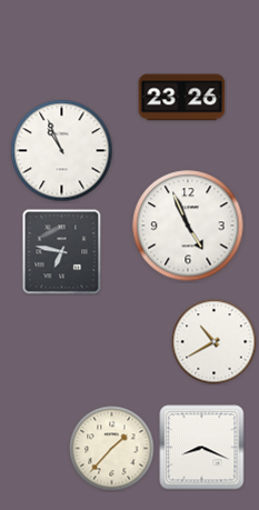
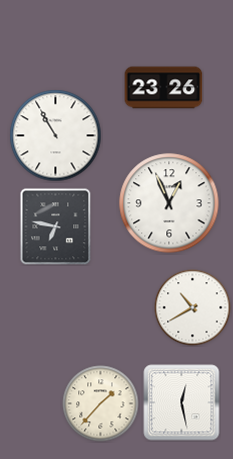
clock at (62, 151): 10:56 -> 10:55
clock at (188, 226): 4:56 -> 12:56
clock at (202, 448): 8:19 -> 12:28
